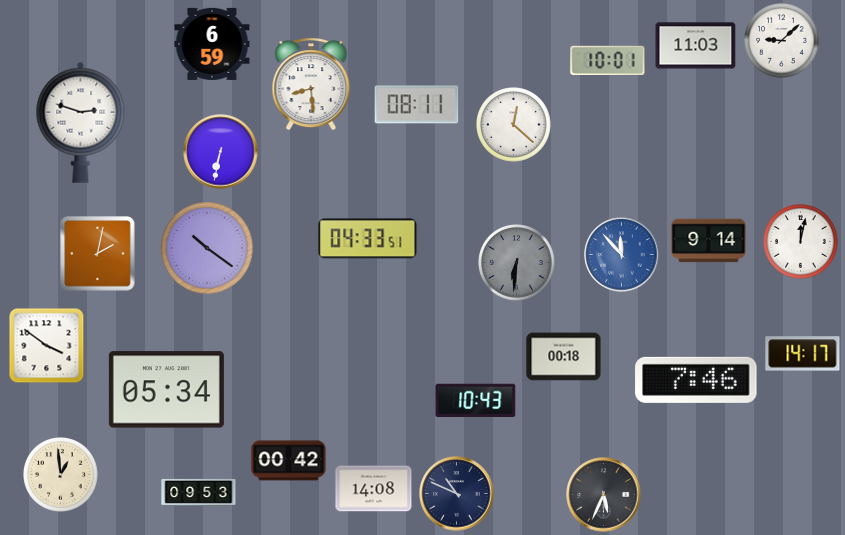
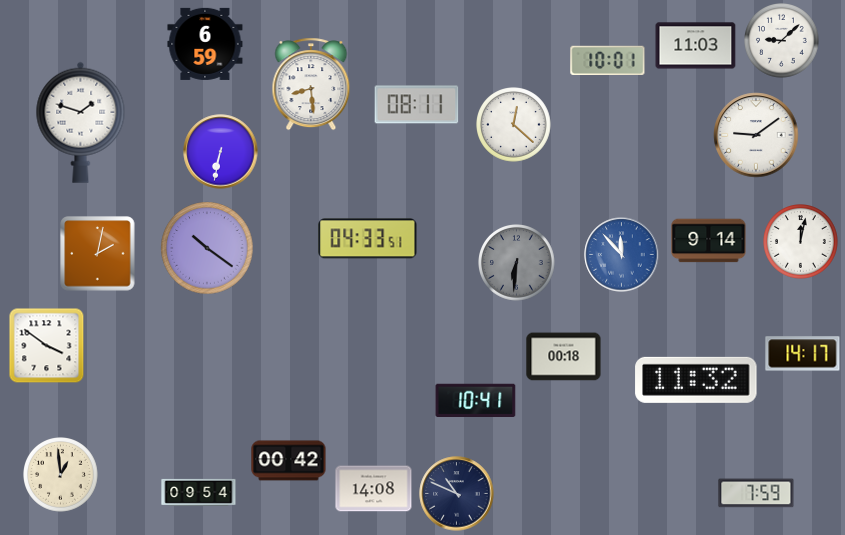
clock at (212, 44) position: (212, 44) -> (205, 44)
clock at (81, 122): 2:48 -> 1:48
clock at (756, 135): none -> 9:09
clock at (696, 380): 7:46 -> 11:32
clock at (166, 390): 05:34 -> none
clock at (476, 400): 10:43 -> 10:41
clock at (199, 492): 09:53 -> 09:54
clock at (756, 493): none -> 7:59
clock at (604, 495): 5:34 -> none
